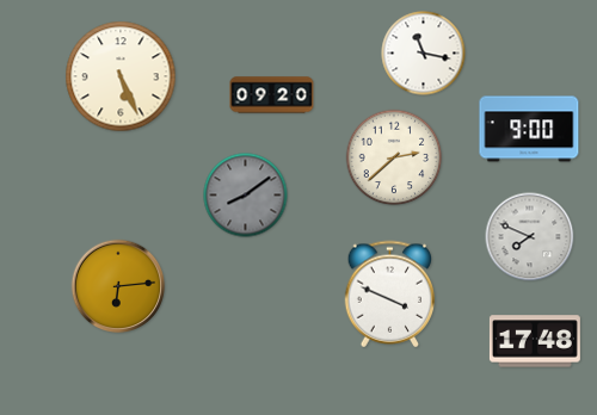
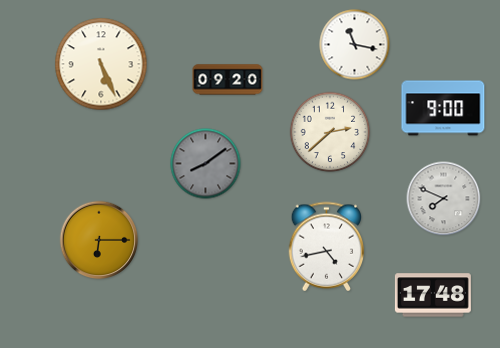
clock at (118, 286): 6:14 -> 6:15
clock at (390, 295): 3:49 -> 4:43
clock at (535, 341) position: (535, 341) -> (433, 295)
